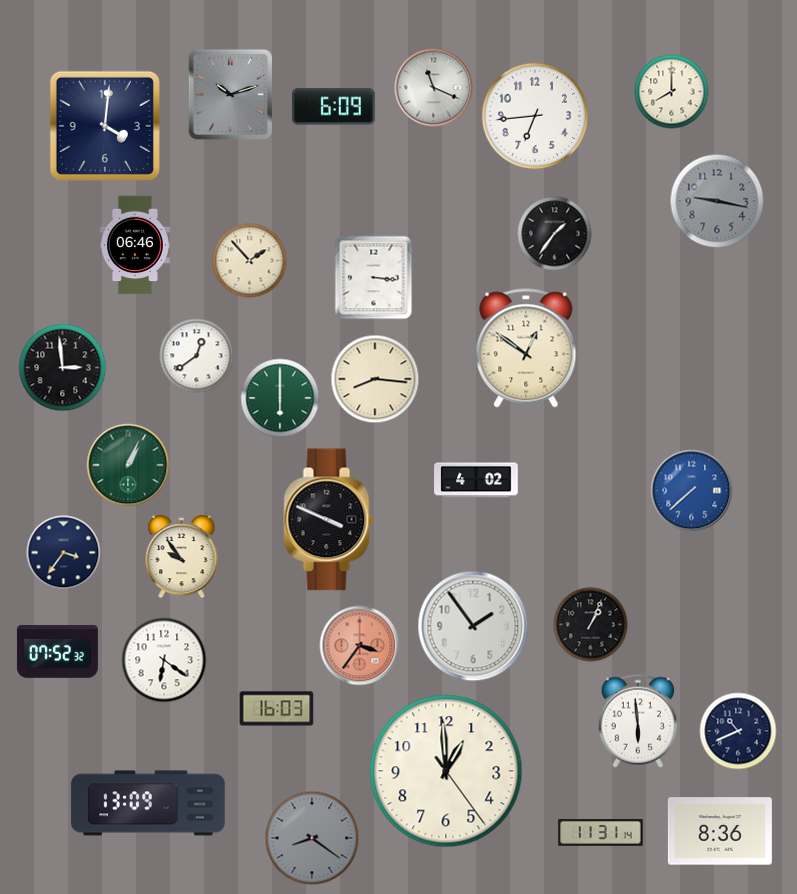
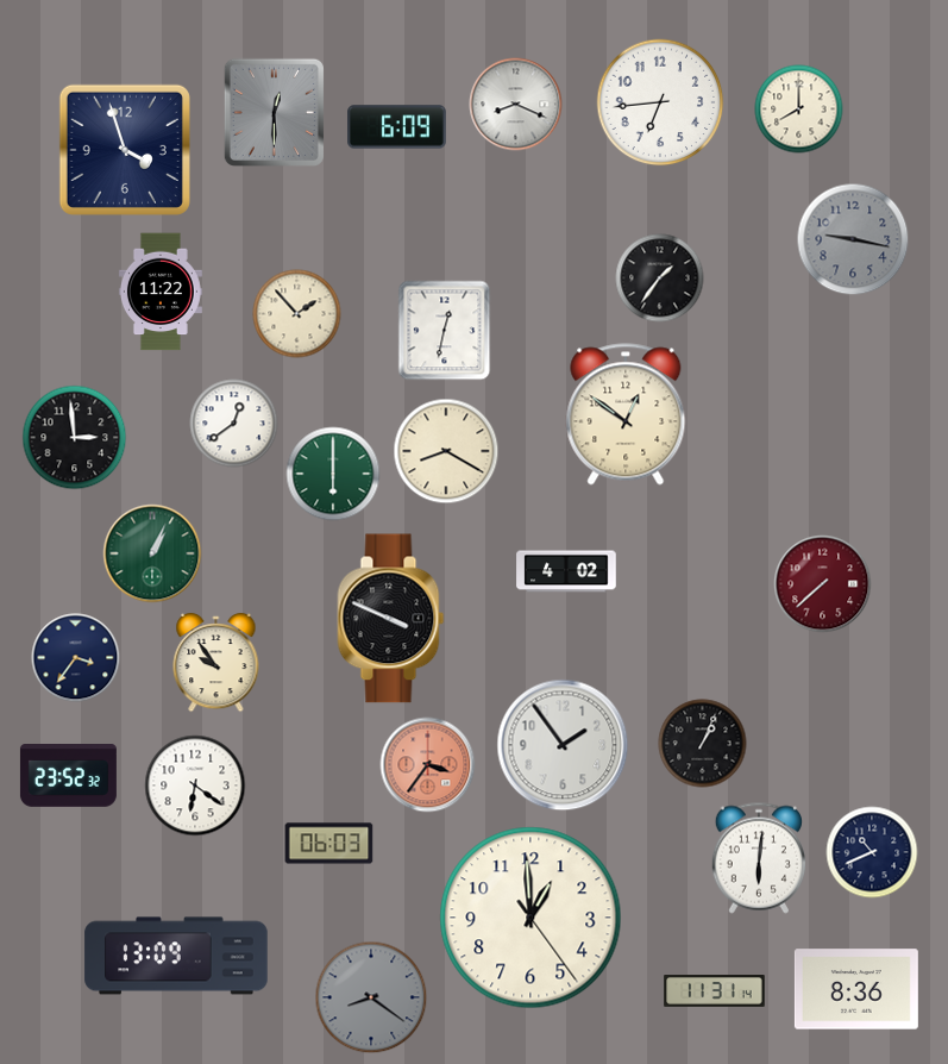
clock at (434, 88): 11:19 -> 8:19
clock at (230, 94): 10:12 -> 12:30
clock at (535, 116) position: (535, 116) -> (660, 102)
clock at (105, 126): 4:01 -> 3:57
clock at (135, 245): 06:46 -> 11:22
clock at (250, 261) position: (250, 261) -> (297, 314)
clock at (374, 278): 3:16 -> 12:32
clock at (375, 379): 8:16 -> 8:20
clock at (692, 491) dial: blue -> burgundy
clock at (360, 646) position: (360, 646) -> (428, 765)
clock at (57, 652): 07:52 -> 23:52
clock at (277, 709): 16:03 -> 06:03
clock at (637, 721): 5:59 -> 6:01
clock at (738, 731) position: (738, 731) -> (872, 852)
